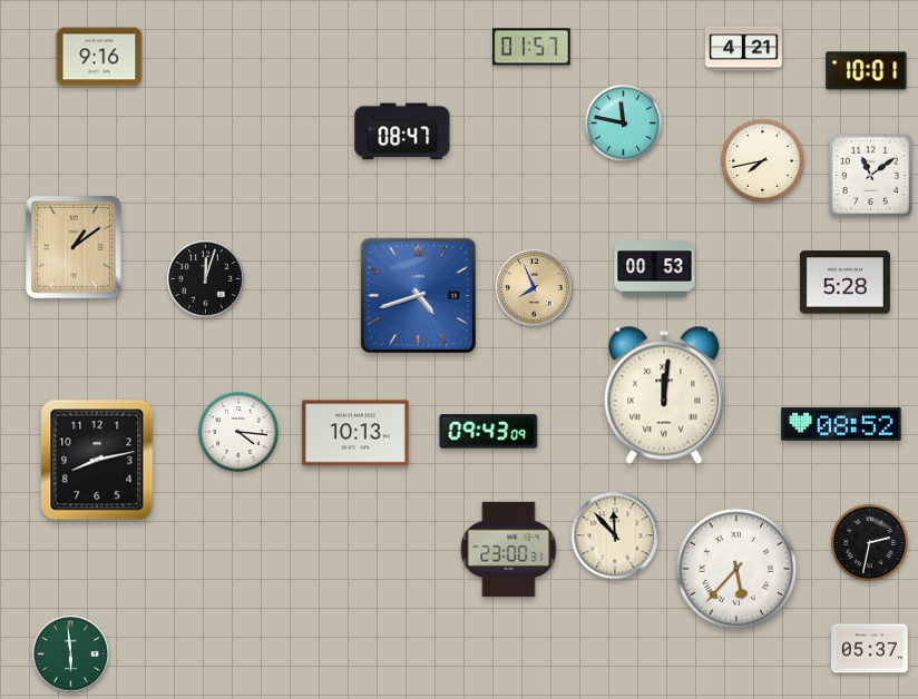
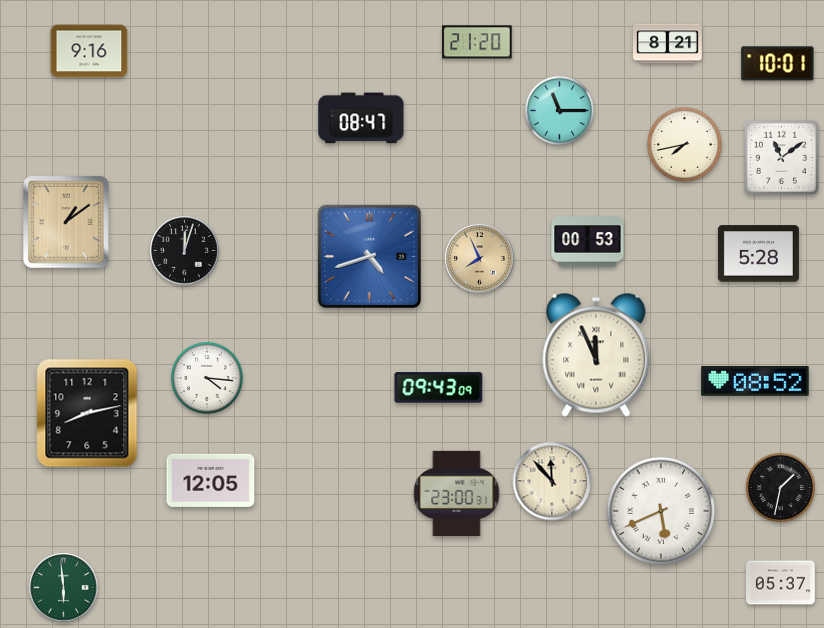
clock at (531, 47): 01:57 -> 21:20
clock at (744, 49): 4:21 -> 8:21
clock at (623, 122): 11:47 -> 11:15
clock at (419, 296) position: (419, 296) -> (370, 257)
clock at (664, 395): 12:01 -> 11:56
clock at (238, 432) position: (238, 432) -> (207, 378)
clock at (355, 433): 10:13 -> none
clock at (211, 480): none -> 12:05
clock at (869, 542): 2:32 -> 1:32
clock at (736, 569): 5:37 -> 5:41
